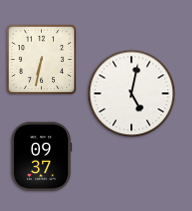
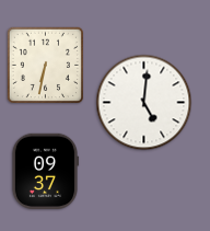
clock at (132, 94): 5:02 -> 5:01
